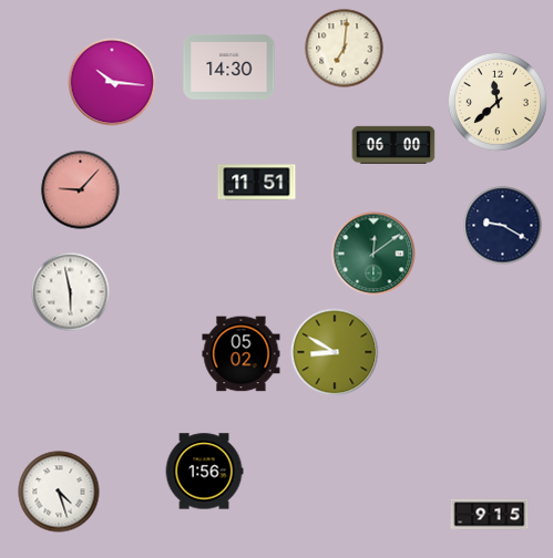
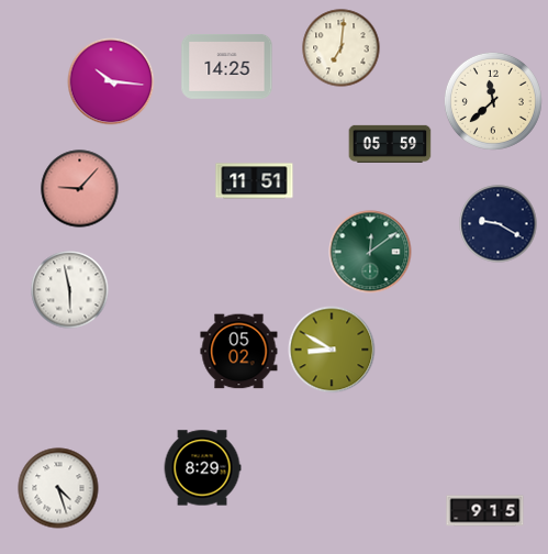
clock at (229, 68): 14:30 -> 14:25
clock at (393, 145): 06:00 -> 05:59
clock at (204, 472): 1:56 -> 8:29
